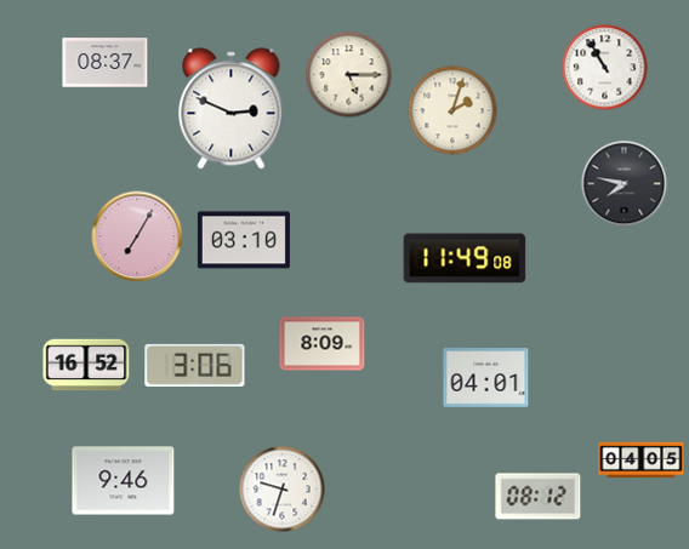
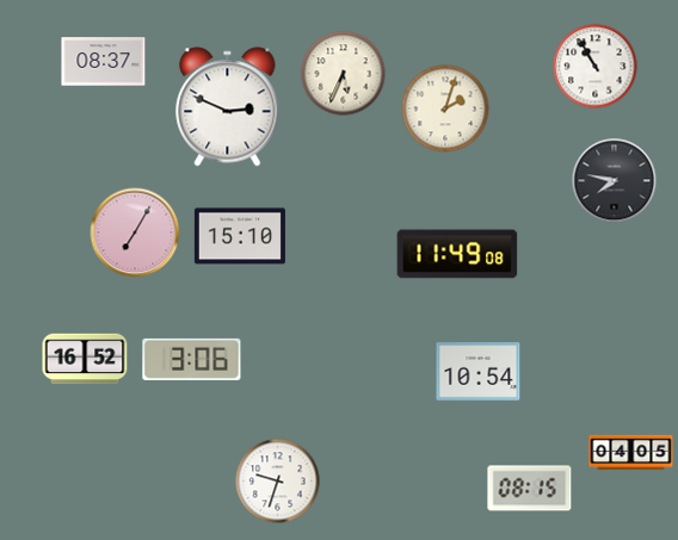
clock at (349, 75): 5:15 -> 5:34
clock at (244, 240): 03:10 -> 15:10
clock at (323, 344): 8:09 -> none
clock at (486, 378): 04:01 -> 10:54
clock at (124, 481): 9:46 -> none
clock at (539, 497): 08:12 -> 08:15
